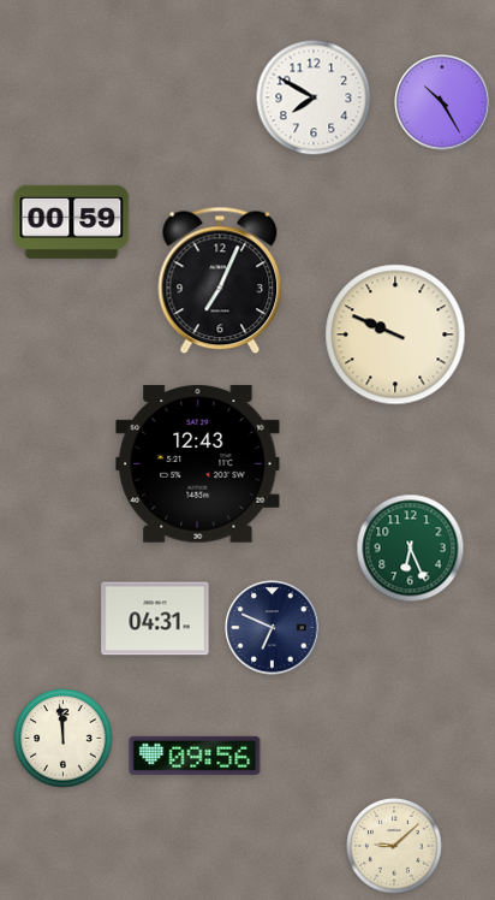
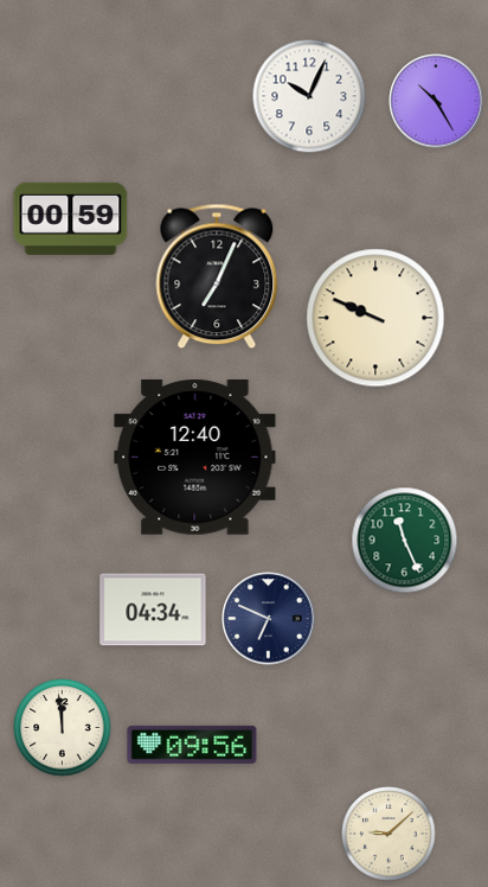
clock at (314, 97): 7:50 -> 10:04
clock at (395, 334) position: (395, 334) -> (375, 318)
clock at (198, 464): 12:43 -> 12:40
clock at (411, 549): 6:26 -> 11:26
clock at (155, 618): 04:31 -> 04:34
